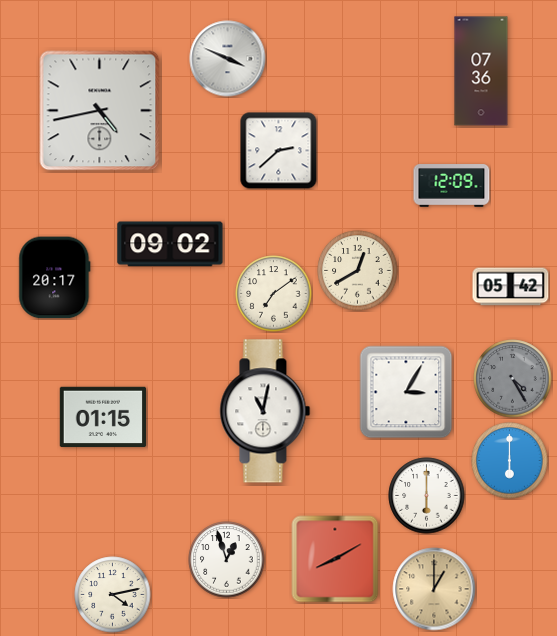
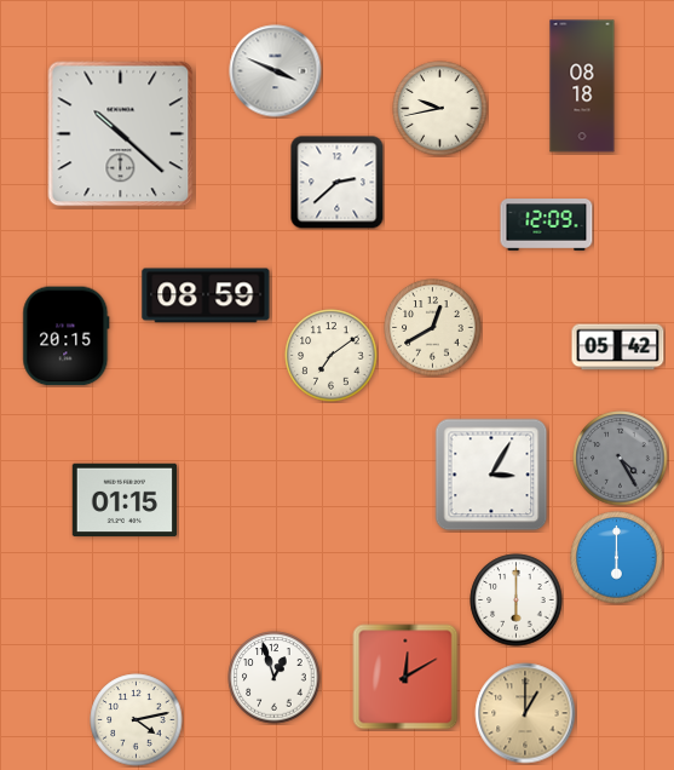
clock at (481, 71): 07:36 -> 08:18
clock at (440, 109): none -> 9:43
clock at (100, 111): 4:43 -> 10:22
clock at (170, 244): 09:02 -> 08:59
clock at (55, 278): 20:17 -> 20:15
clock at (265, 411): 11:02 -> none
clock at (103, 417) position: (103, 417) -> (125, 500)
clock at (335, 559): 8:10 -> 12:10
